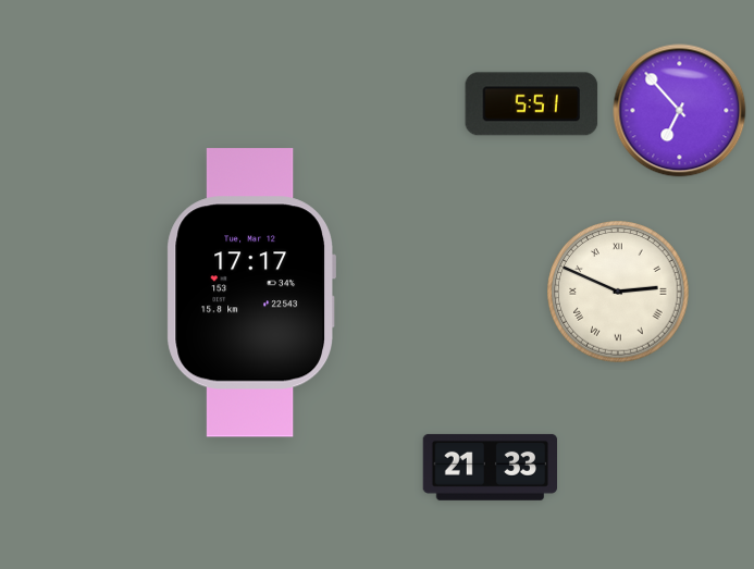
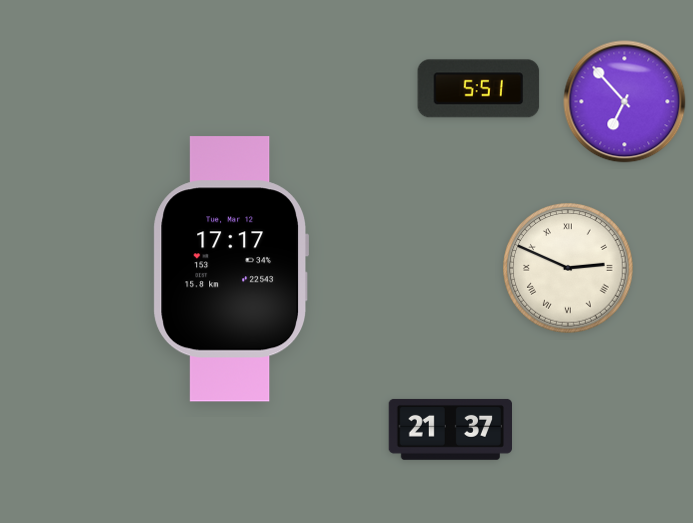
clock at (532, 104) position: (532, 104) -> (479, 89)
clock at (490, 467): 21:33 -> 21:37
